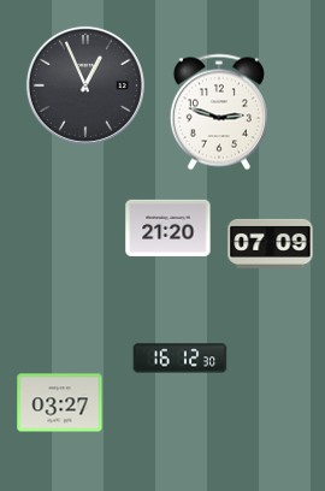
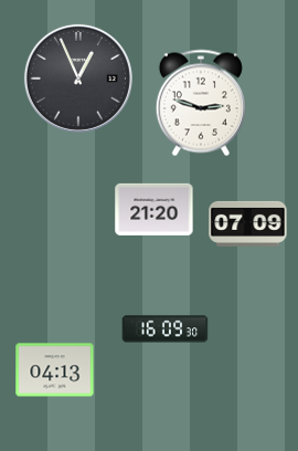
clock at (181, 359): 16:12 -> 16:09
clock at (60, 403): 03:27 -> 04:13
